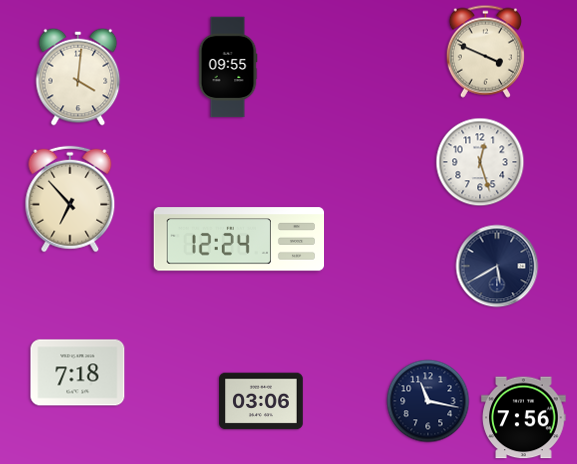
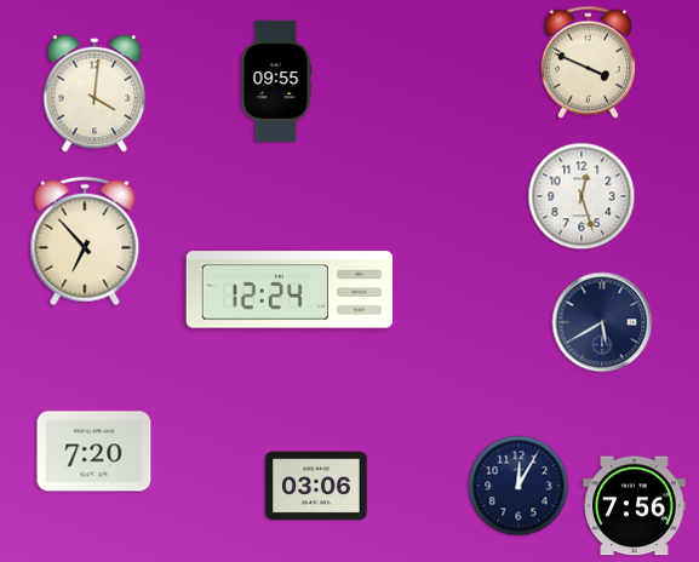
clock at (78, 373): 7:18 -> 7:20
clock at (428, 401): 11:17 -> 12:05
